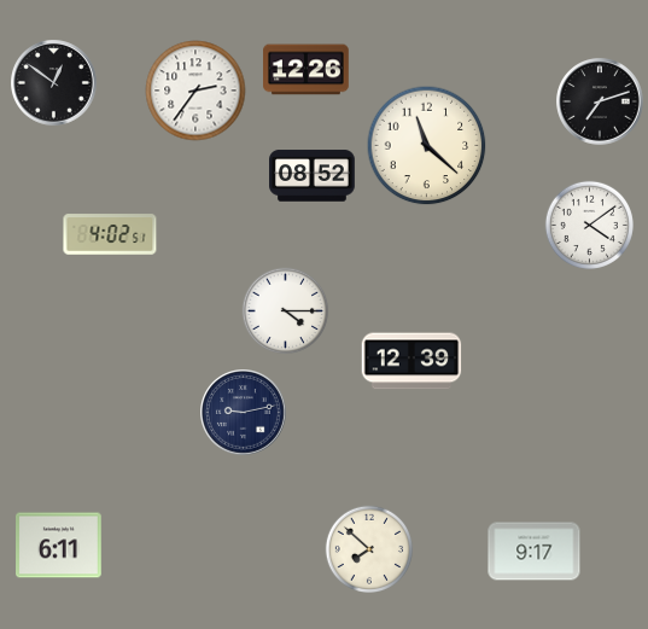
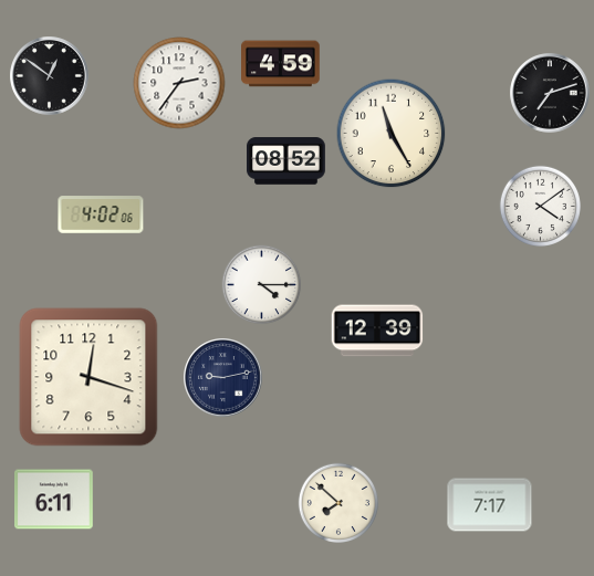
clock at (307, 70): 12:26 -> 4:59
clock at (427, 146): 11:22 -> 11:25
clock at (110, 234): 4:02:51 -> 4:02:06
clock at (88, 377): none -> 12:18
clock at (535, 552): 9:17 -> 7:17
